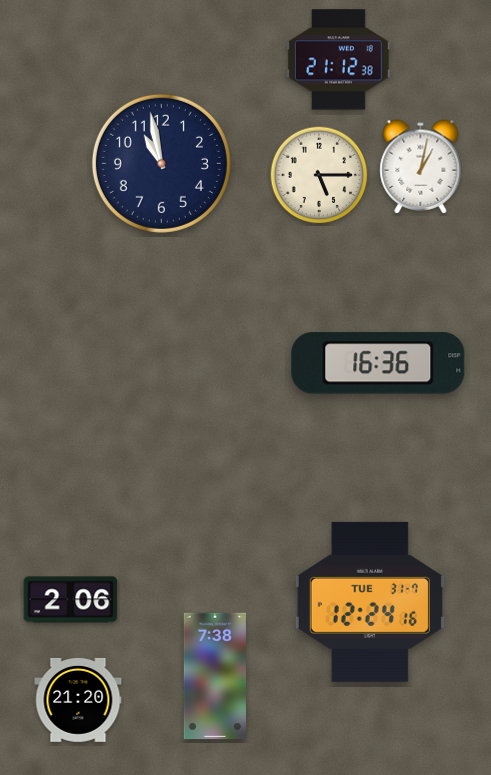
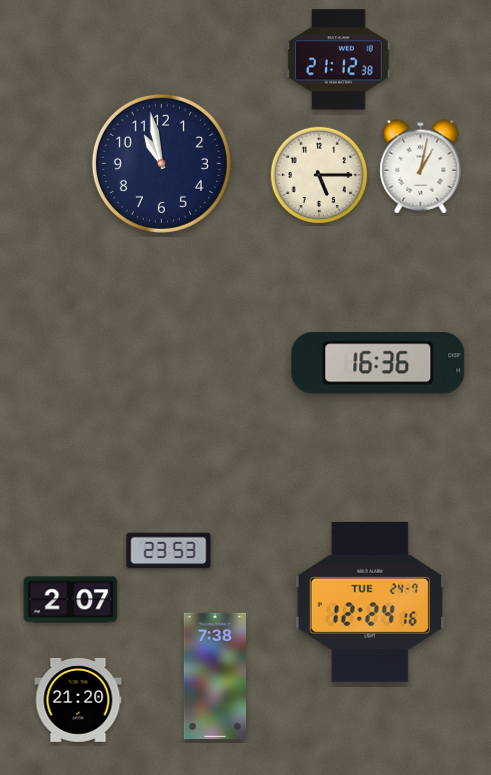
clock at (169, 551): none -> 23:53
clock at (71, 600): 2:06 -> 2:07
clock at (370, 602) date: TUE 31-7 -> TUE 24-7
